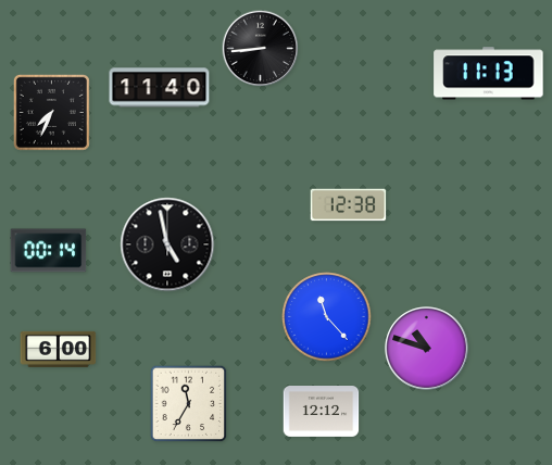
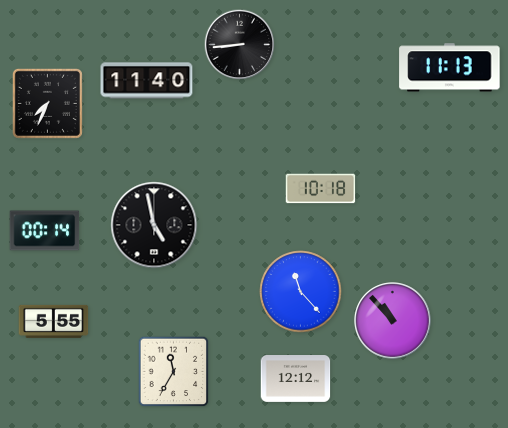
clock at (349, 205): 12:38 -> 10:18
clock at (59, 349): 6:00 -> 5:55
clock at (427, 349): 10:48 -> 10:53
